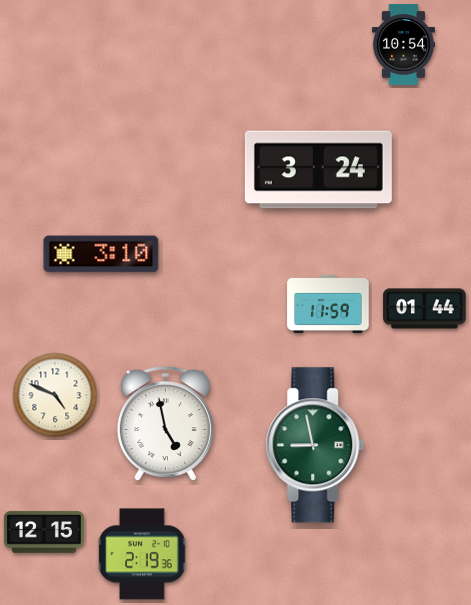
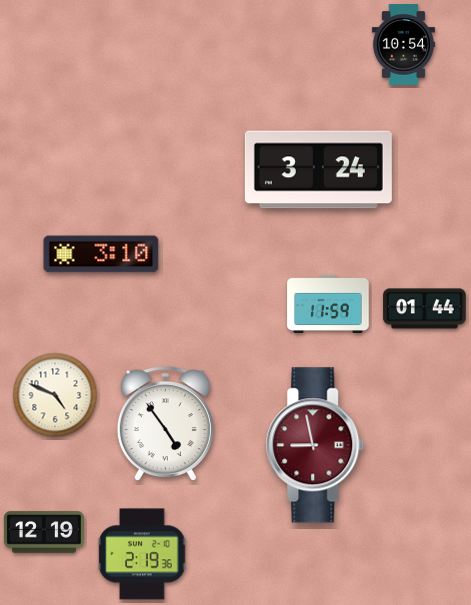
clock at (165, 424): 4:58 -> 4:54
clock at (315, 445) dial: green -> burgundy
clock at (44, 532): 12:15 -> 12:19
